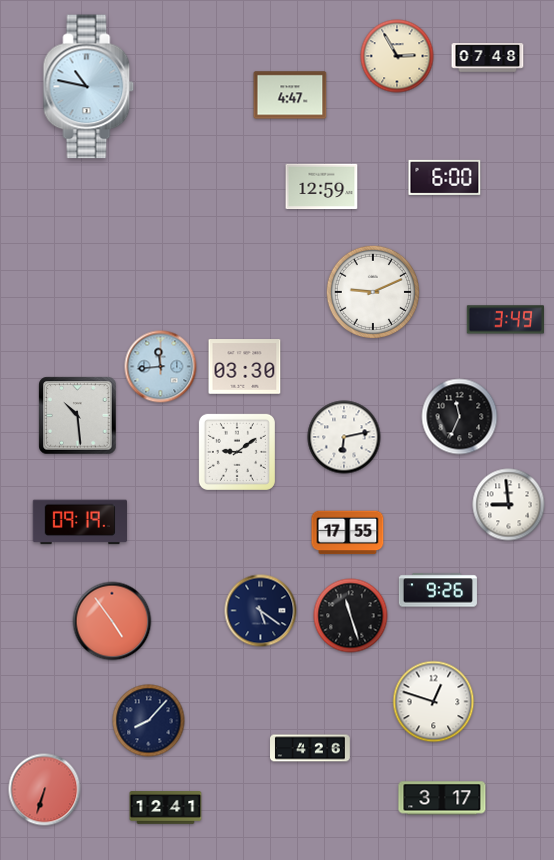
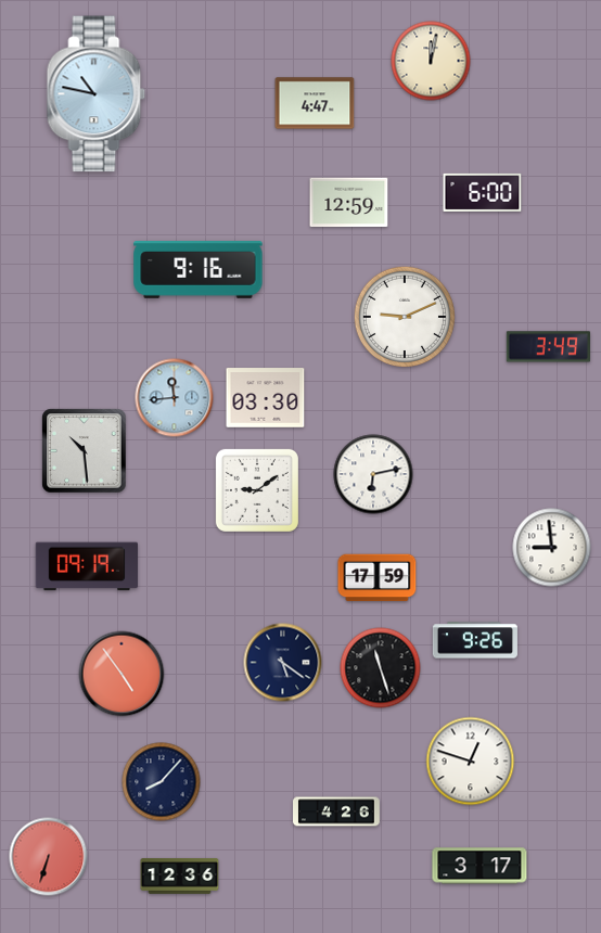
clock at (397, 56): 2:55 -> 12:02
clock at (488, 58): 07:48 -> none
clock at (199, 270): none -> 9:16
clock at (460, 417): 11:34 -> none
clock at (348, 533): 17:55 -> 17:59
clock at (166, 808): 12:41 -> 12:36
